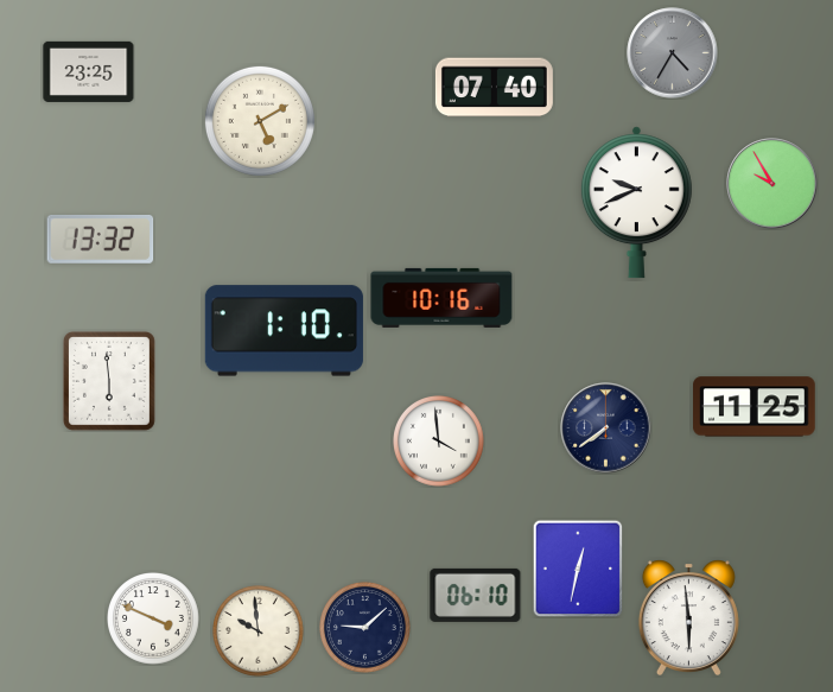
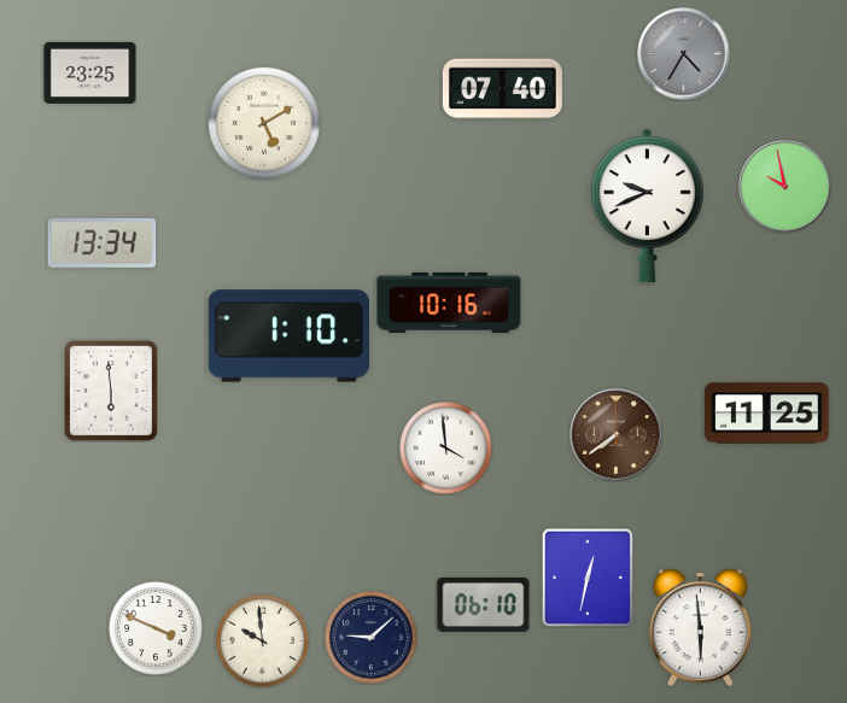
clock at (772, 184): 9:55 -> 9:58
clock at (101, 239): 13:32 -> 13:34
clock at (109, 381) position: (109, 381) -> (111, 391)
clock at (606, 428) dial: navy -> brown
